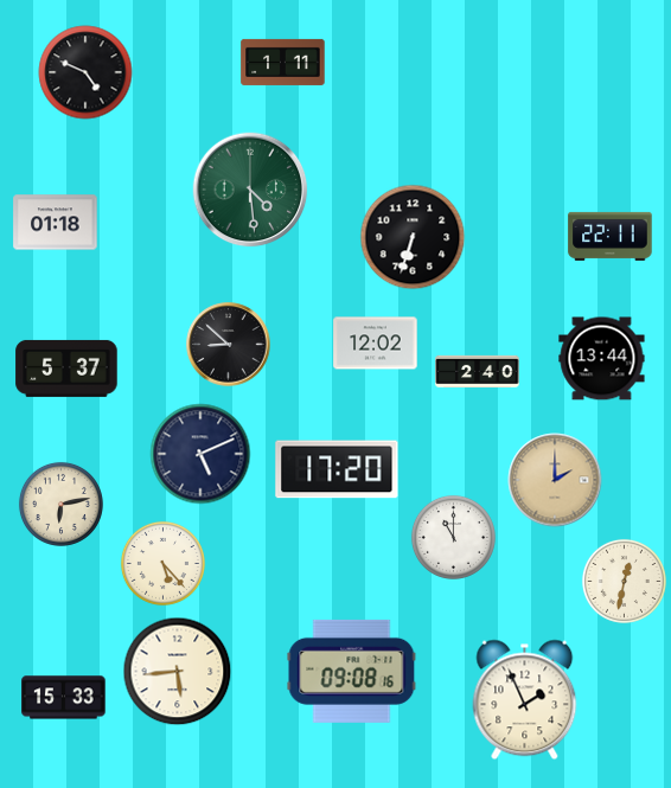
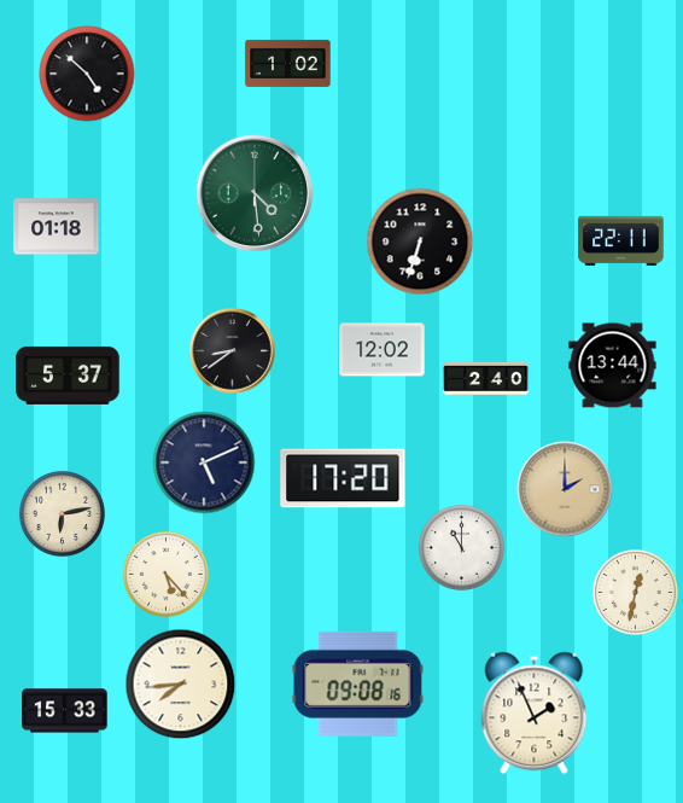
clock at (283, 62): 1:11 -> 1:02
clock at (85, 72): 4:49 -> 4:52
clock at (229, 345): 8:52 -> 8:39
clock at (178, 672): 5:44 -> 7:44
